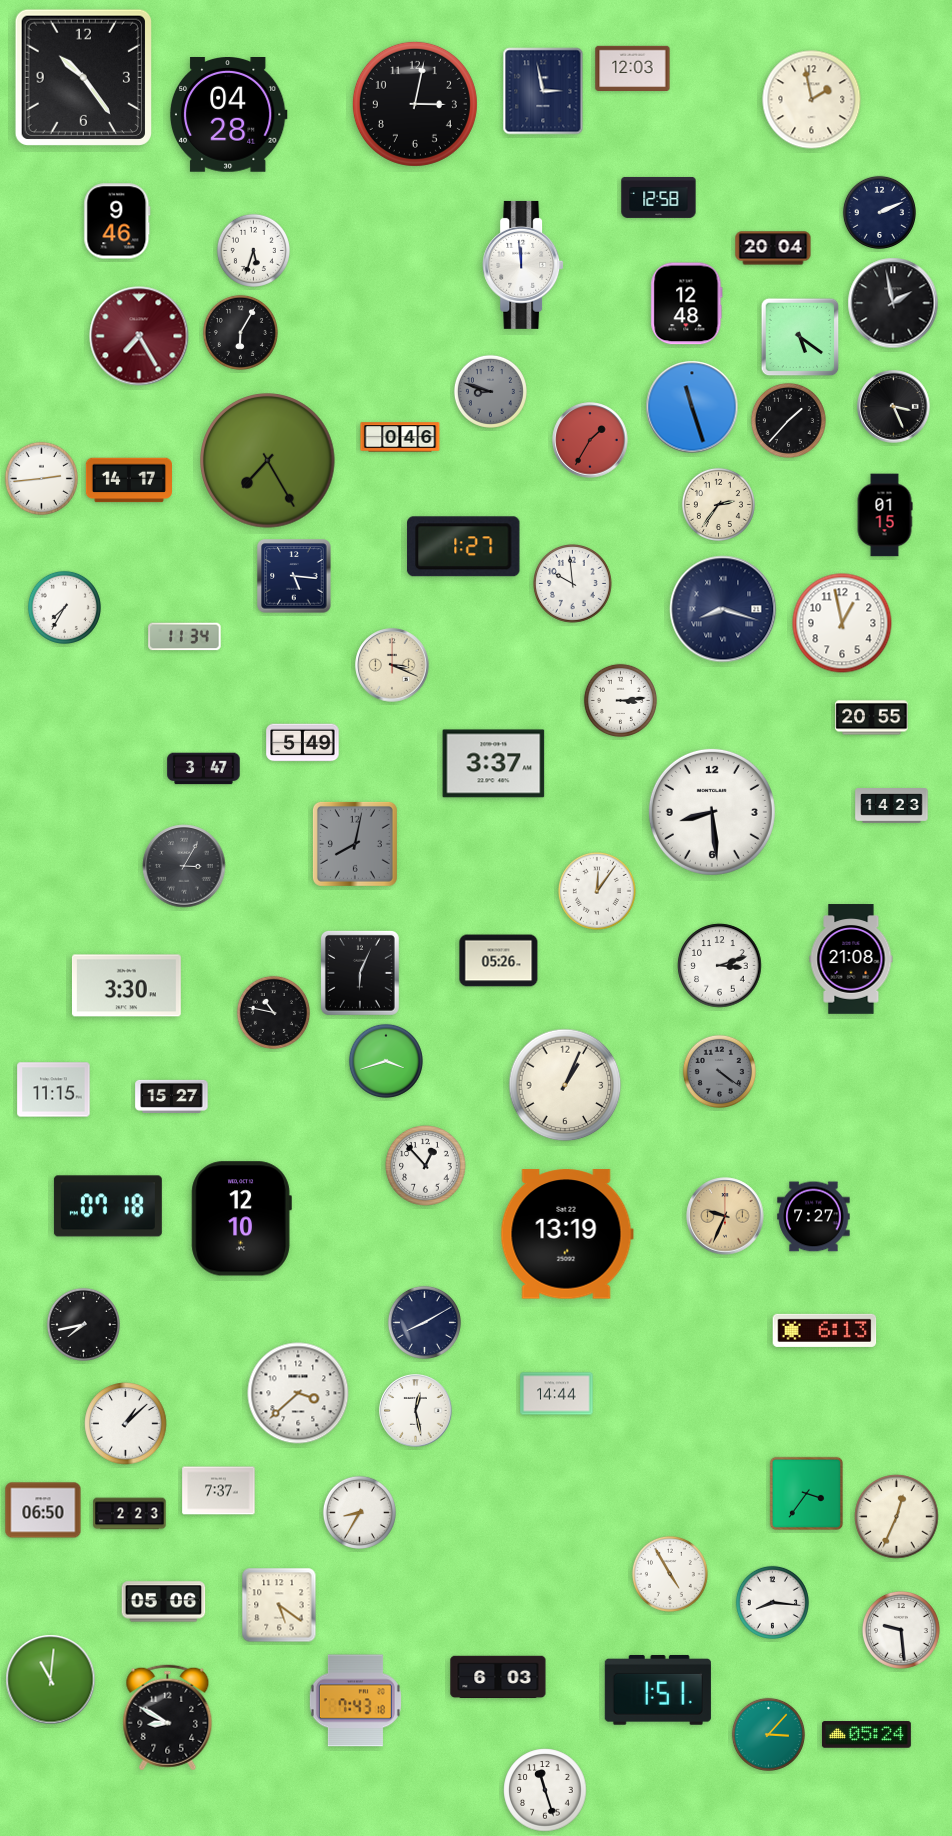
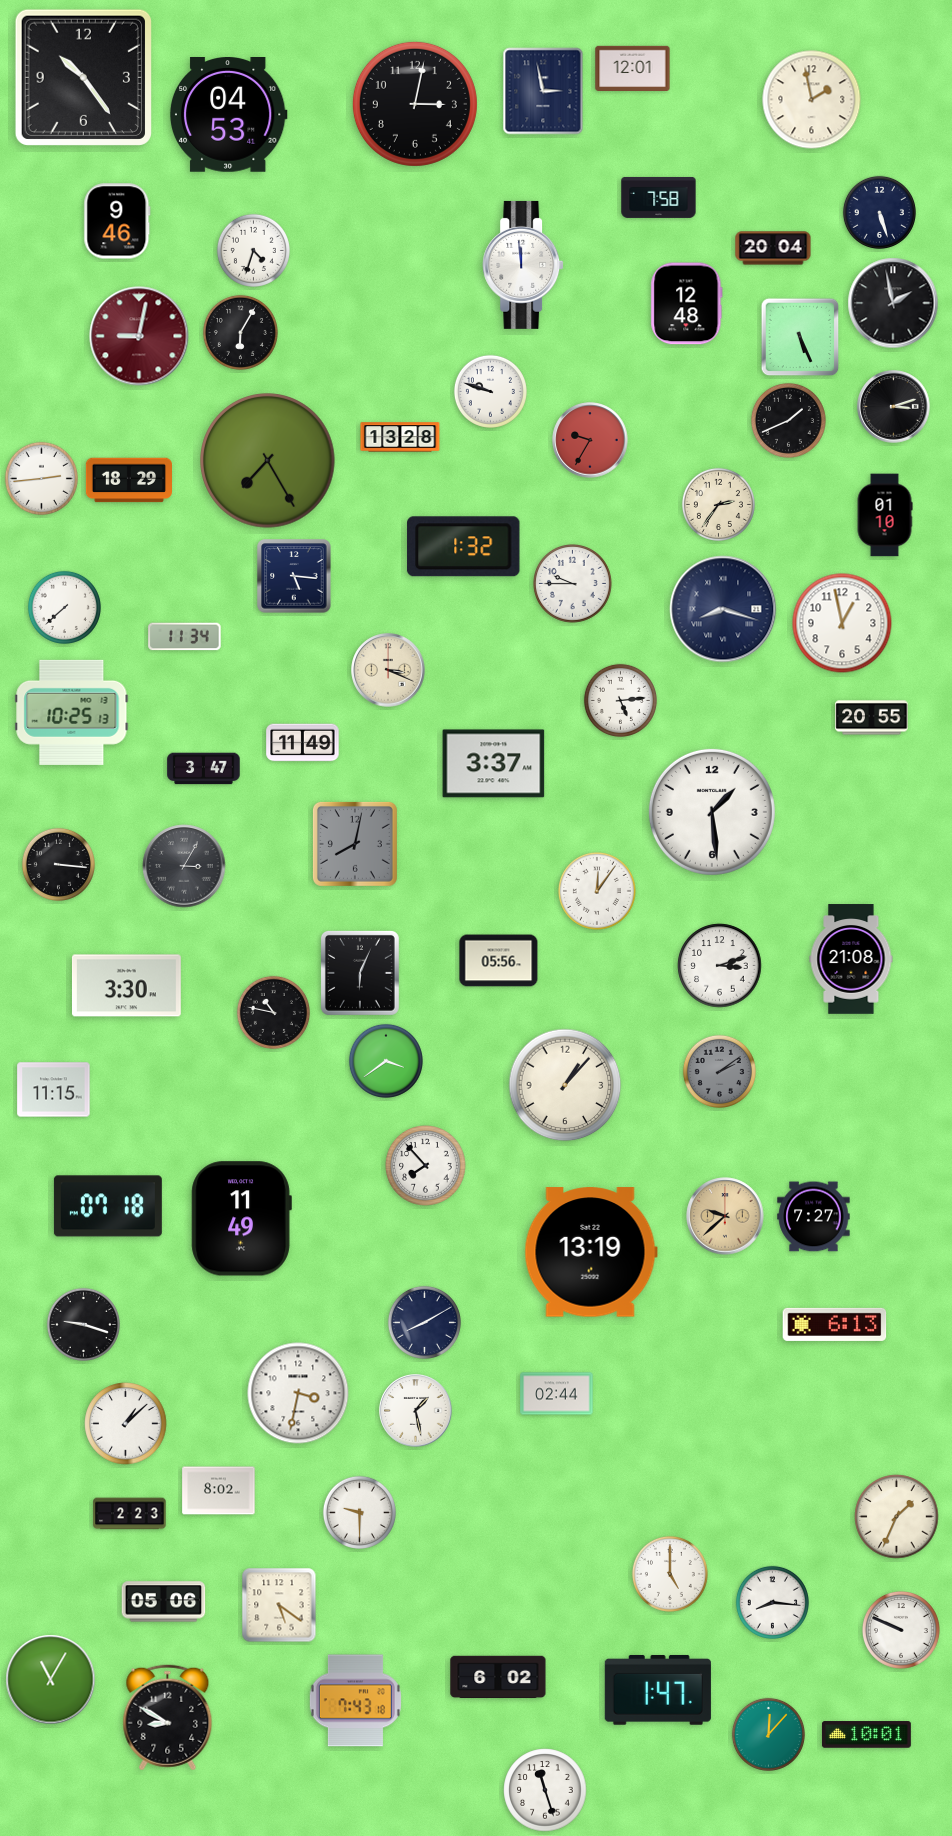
clock at (633, 68): 12:03 -> 12:01
clock at (228, 115): 04:28 -> 04:53
clock at (659, 197): 12:58 -> 7:58
clock at (879, 212): 2:11 -> 5:27
clock at (253, 250): 5:33 -> 4:33
clock at (139, 336): 7:25 -> 9:02
clock at (800, 337): 5:21 -> 5:26
clock at (490, 391): 8:48 -> 9:48
clock at (490, 391) dial: grey -> white
clock at (692, 407): 11:27 -> none
clock at (894, 407): 3:26 -> 3:12
clock at (788, 420): 1:37 -> 1:41
clock at (400, 437): 0:46 -> 13:28
clock at (590, 440): 1:35 -> 9:35
clock at (128, 480): 14:17 -> 18:29
clock at (885, 515): 01:15 -> 01:10
clock at (464, 547): 1:27 -> 1:32
clock at (573, 584): 9:59 -> 9:45
clock at (64, 607): 7:35 -> 7:38
clock at (392, 665) position: (392, 665) -> (388, 670)
clock at (620, 700): 3:14 -> 5:14
clock at (72, 712): none -> 10:25
clock at (303, 743): 5:49 -> 11:49
clock at (892, 806): 14:23 -> none
clock at (712, 812): 8:29 -> 1:29
clock at (58, 864): none -> 3:16
clock at (499, 961): 05:26 -> 05:56
clock at (386, 1061): 3:42 -> 3:39
clock at (719, 1071): 4:21 -> 2:09
clock at (565, 1085): 1:04 -> 1:07
clock at (172, 1096): 15:27 -> none
clock at (426, 1166): 12:53 -> 7:53
clock at (725, 1216): 9:34 -> 9:38
clock at (241, 1219): 12:10 -> 11:49
clock at (567, 1234) position: (567, 1234) -> (591, 1252)
clock at (83, 1324): 7:43 -> 9:18
clock at (825, 1330) position: (825, 1330) -> (835, 1324)
clock at (298, 1393): 3:38 -> 3:32
clock at (557, 1394): 14:44 -> 02:44
clock at (416, 1411): 12:28 -> 1:28
clock at (219, 1491): 7:37 -> 8:02
clock at (806, 1493): 3:36 -> none
clock at (43, 1510): 06:50 -> none
clock at (359, 1512): 8:35 -> 9:30
clock at (897, 1517): 12:34 -> 1:34
clock at (670, 1574): 4:55 -> 5:00
clock at (901, 1630): 9:29 -> 9:49
clock at (498, 1677): 6:03 -> 6:02
clock at (51, 1680): 11:01 -> 11:05
clock at (658, 1690): 1:51 -> 1:47
clock at (768, 1734): 3:07 -> 12:07
clock at (866, 1735): 05:24 -> 10:01
